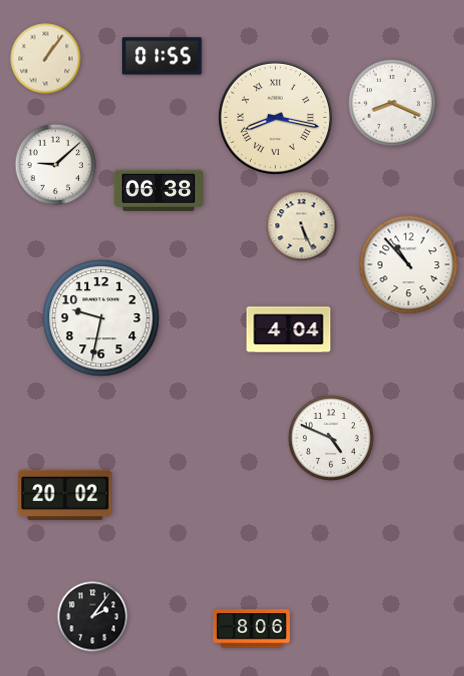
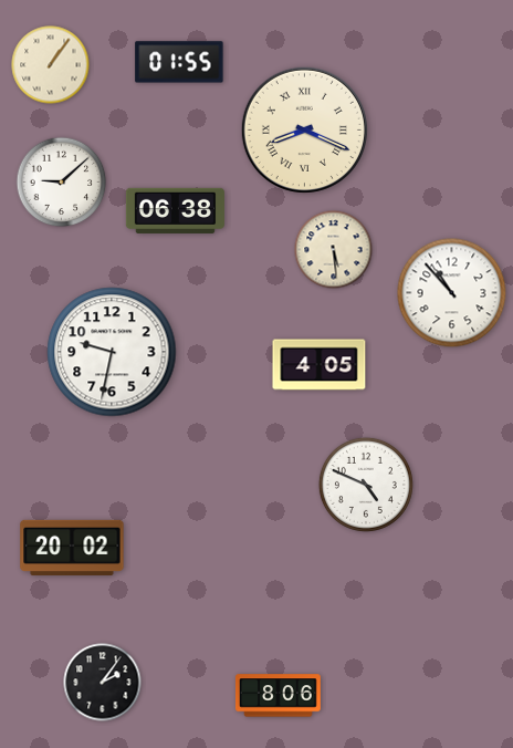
clock at (392, 104): 8:19 -> none
clock at (275, 117): 8:17 -> 8:19
clock at (302, 226): 5:26 -> 5:29
clock at (289, 330): 4:04 -> 4:05
